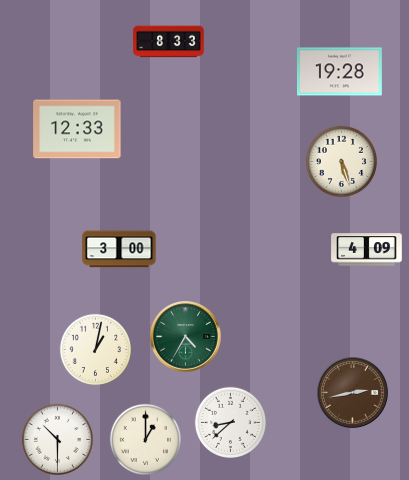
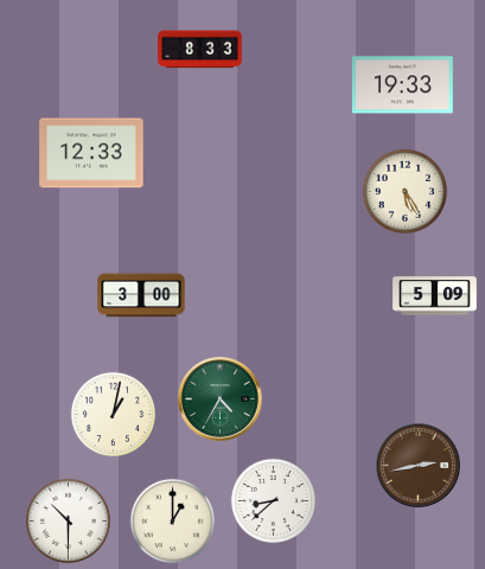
clock at (339, 72): 19:28 -> 19:33
clock at (341, 161): 5:27 -> 5:25
clock at (367, 250): 4:09 -> 5:09
